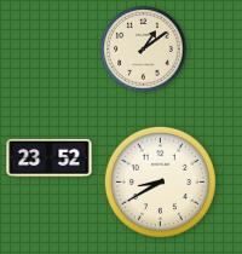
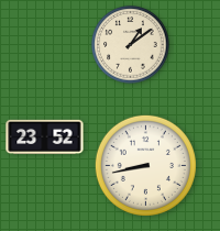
clock at (50, 157) position: (50, 157) -> (45, 136)
clock at (160, 181): 8:40 -> 8:43
